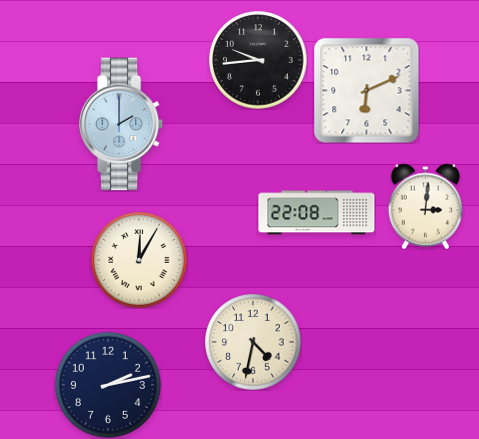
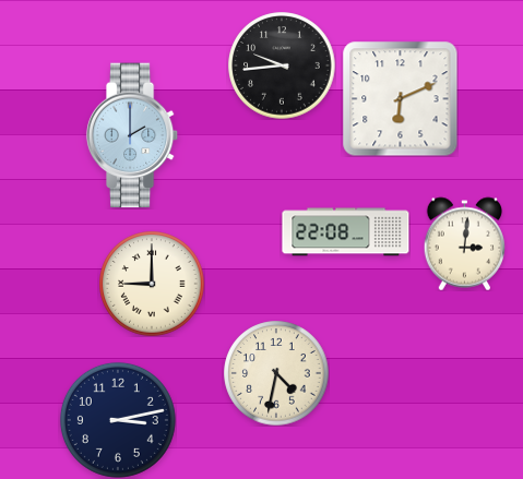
clock at (426, 206) position: (426, 206) -> (465, 243)
clock at (139, 260): 12:05 -> 9:00
clock at (108, 385): 2:13 -> 3:13
